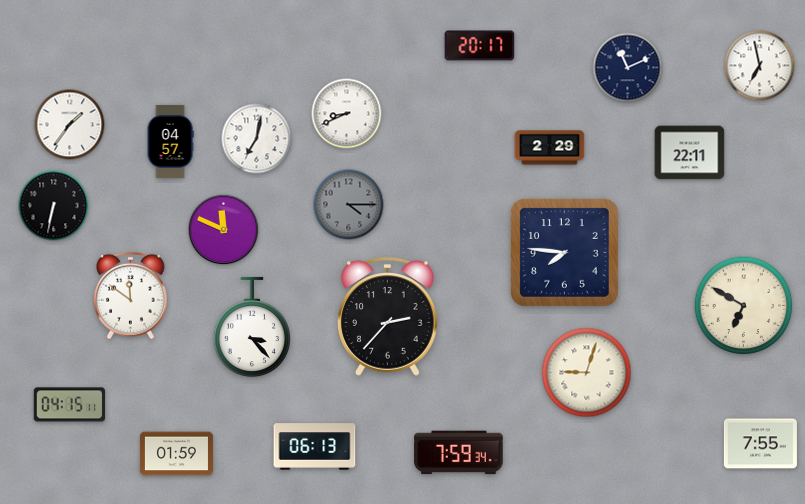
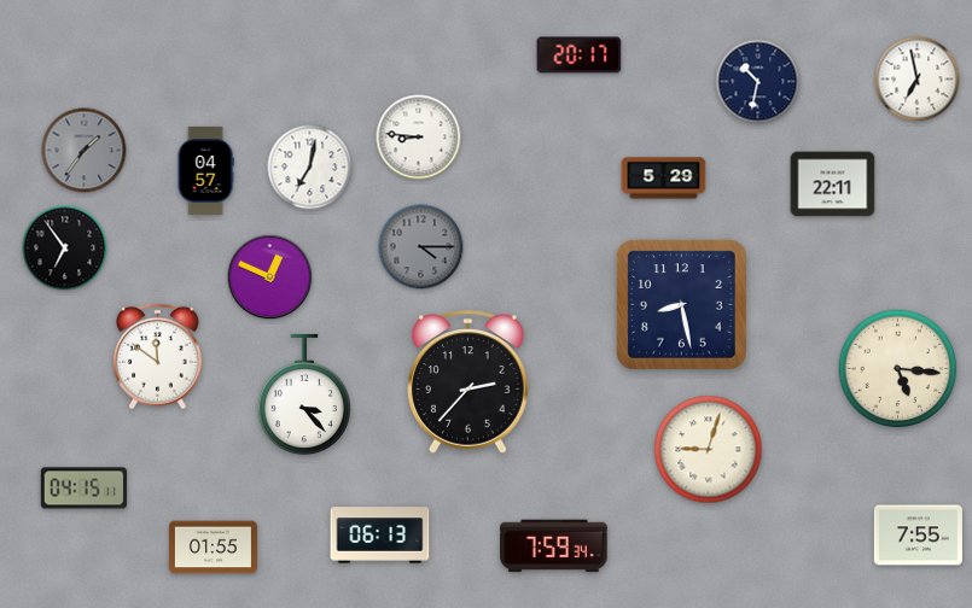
clock at (628, 68): 11:11 -> 10:32
clock at (347, 114): 8:41 -> 8:46
clock at (70, 125) dial: white -> grey
clock at (550, 148): 2:29 -> 5:29
clock at (54, 206): 6:32 -> 6:54
clock at (224, 230): 11:49 -> 12:49
clock at (564, 252): 7:46 -> 8:28
clock at (744, 306): 6:50 -> 5:16
clock at (315, 447) position: (315, 447) -> (380, 536)
clock at (176, 454): 01:59 -> 01:55
